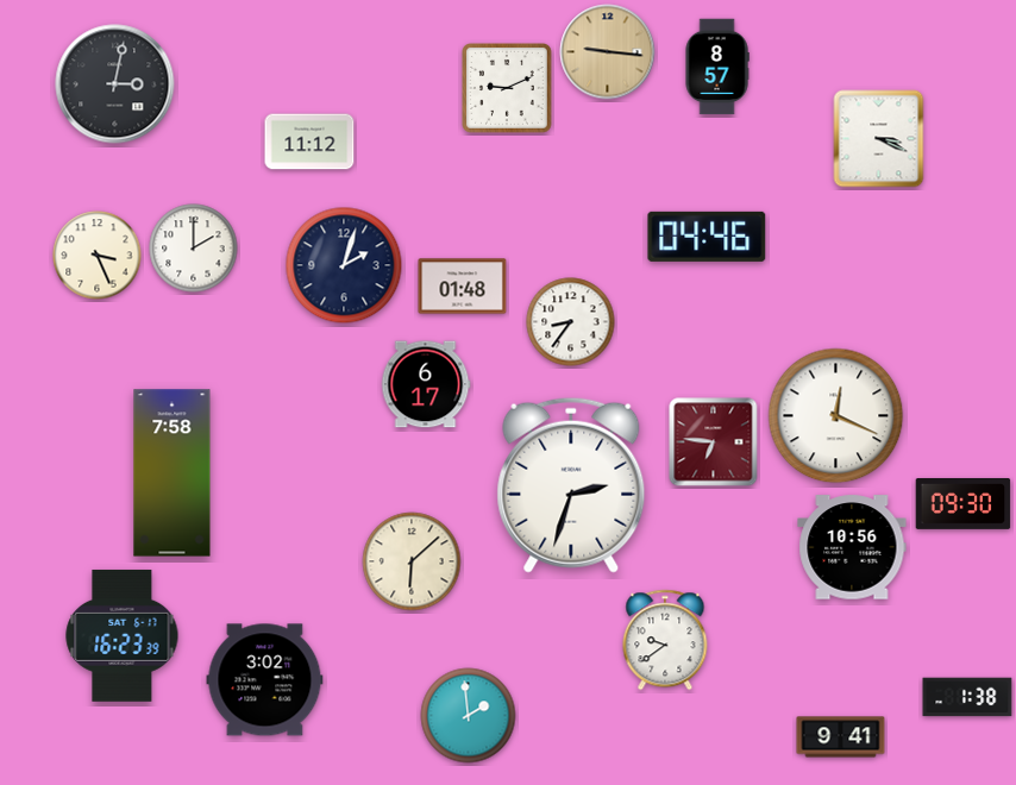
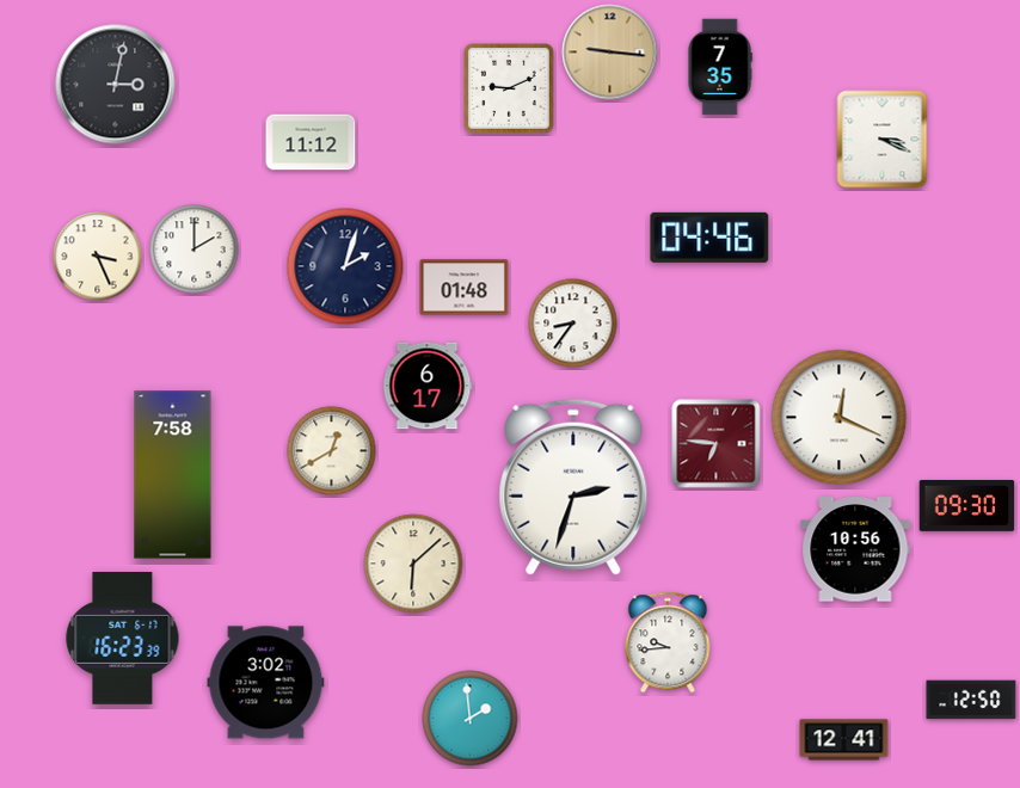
clock at (717, 67): 8:57 -> 7:35
clock at (332, 451): none -> 12:40
clock at (665, 640): 9:39 -> 9:44
clock at (967, 697): 1:38 -> 12:50
clock at (841, 737): 9:41 -> 12:41
